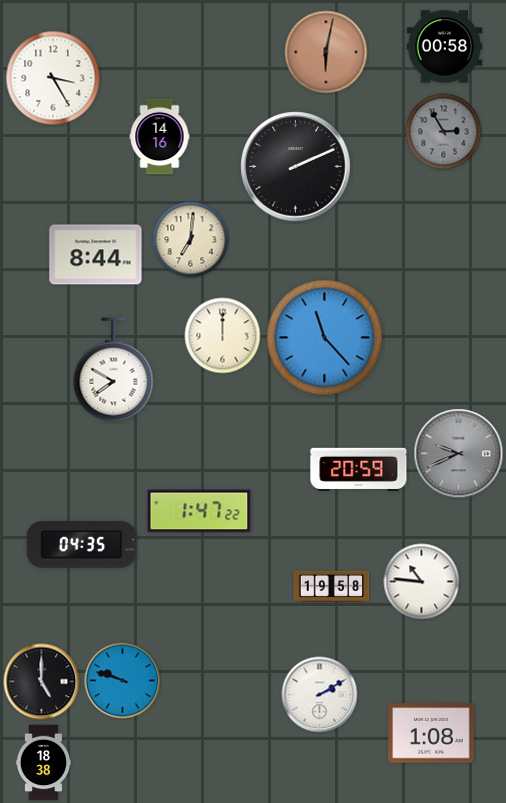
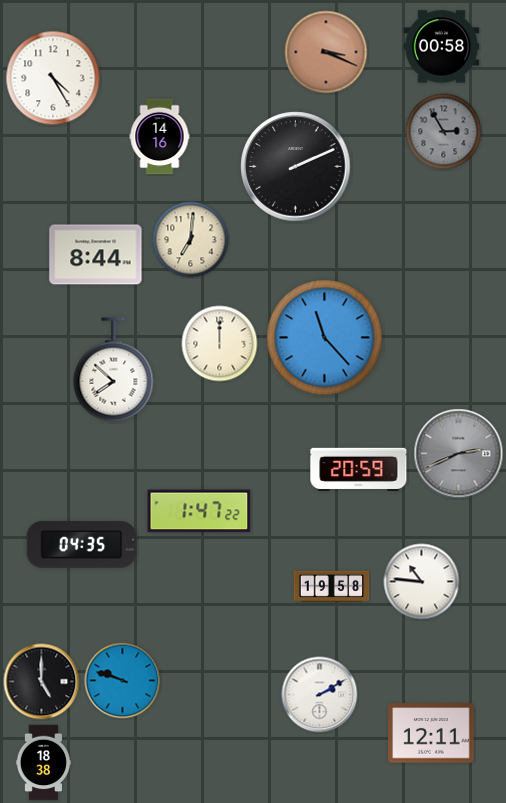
clock at (445, 47) position: (445, 47) -> (442, 47)
clock at (326, 52): 6:02 -> 3:19
clock at (53, 78): 3:25 -> 4:25
clock at (223, 336) position: (223, 336) -> (220, 344)
clock at (114, 370): 7:50 -> 7:52
clock at (459, 454): 9:41 -> 2:41
clock at (431, 733): 1:08 -> 12:11
